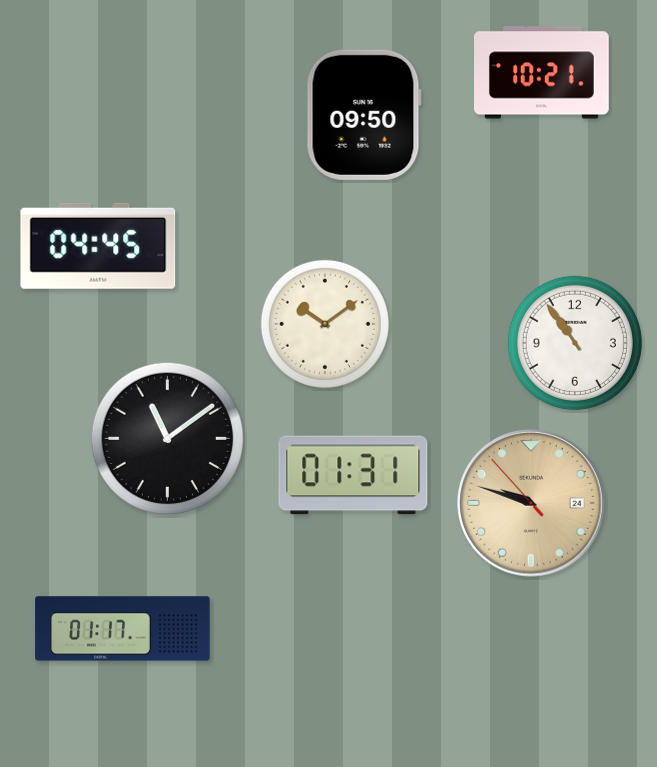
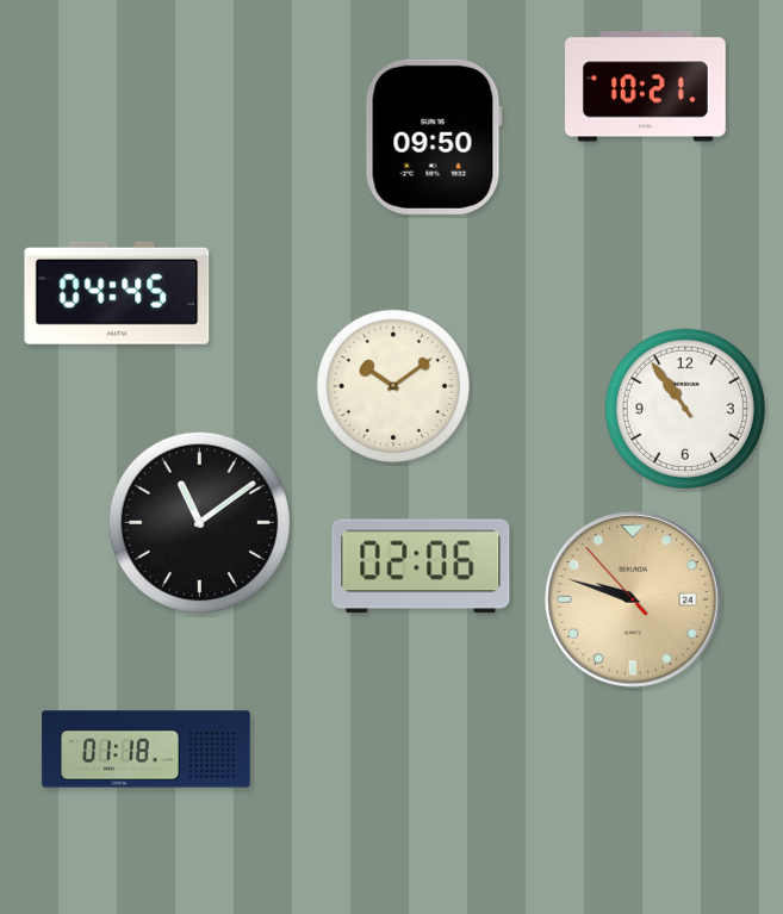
clock at (325, 324) position: (325, 324) -> (393, 386)
clock at (353, 475): 01:31 -> 02:06
clock at (123, 629): 01:17 -> 01:18
